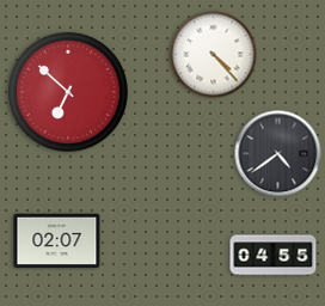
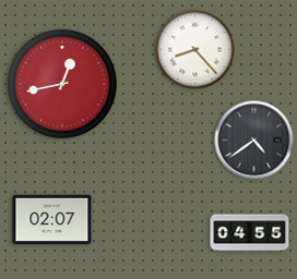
clock at (214, 55): 4:23 -> 8:23
clock at (68, 92): 6:52 -> 12:43
